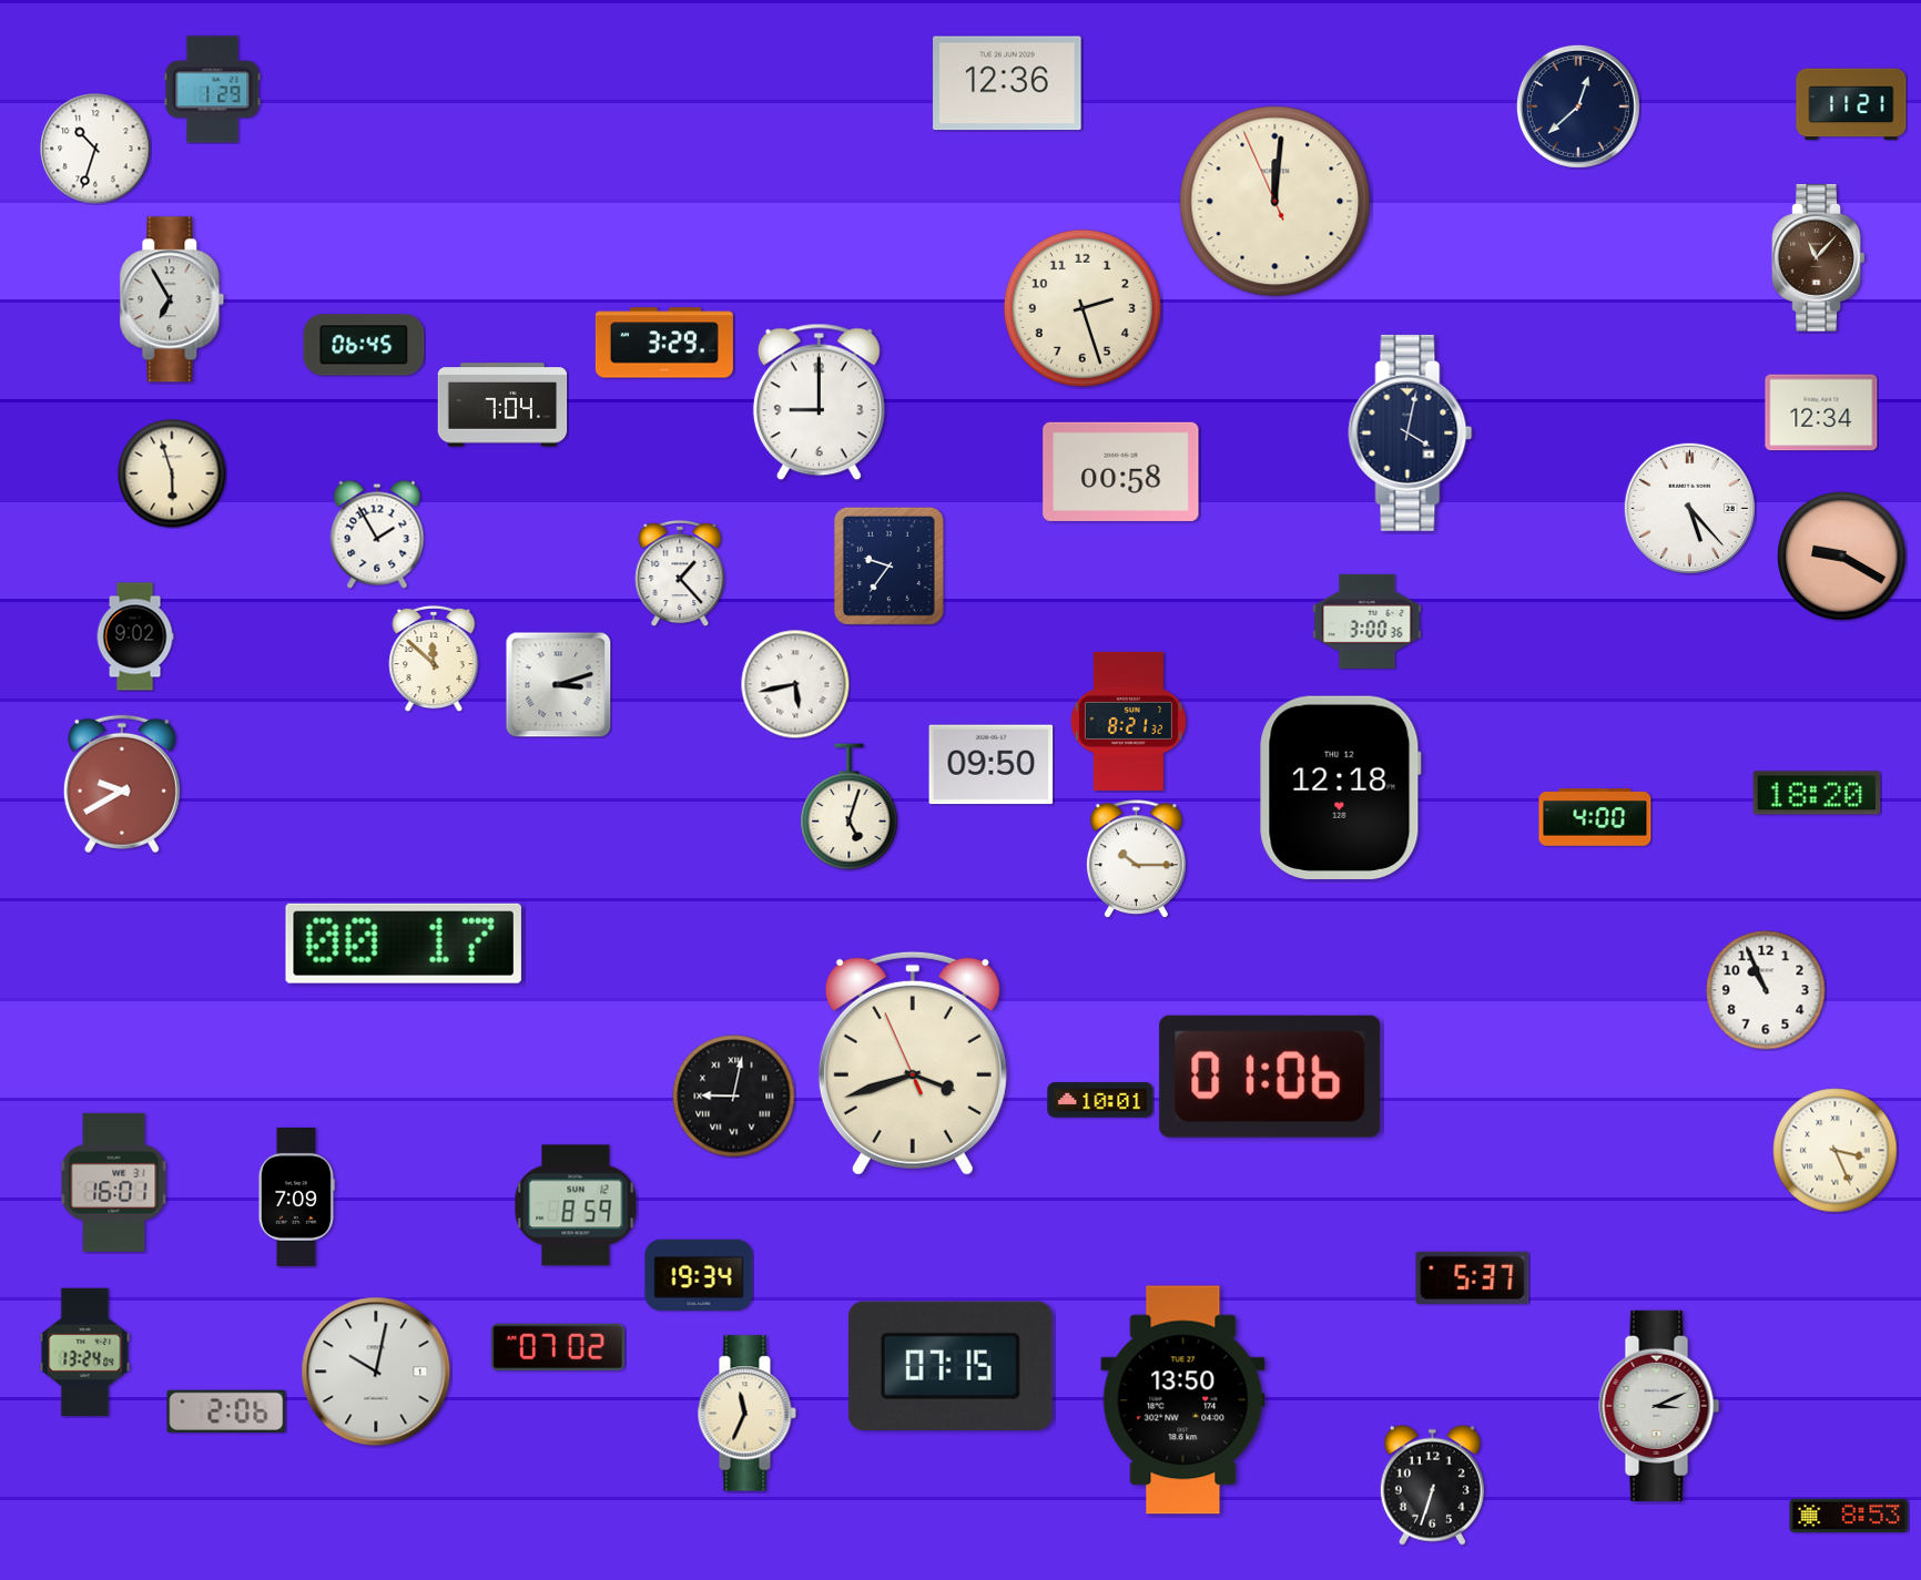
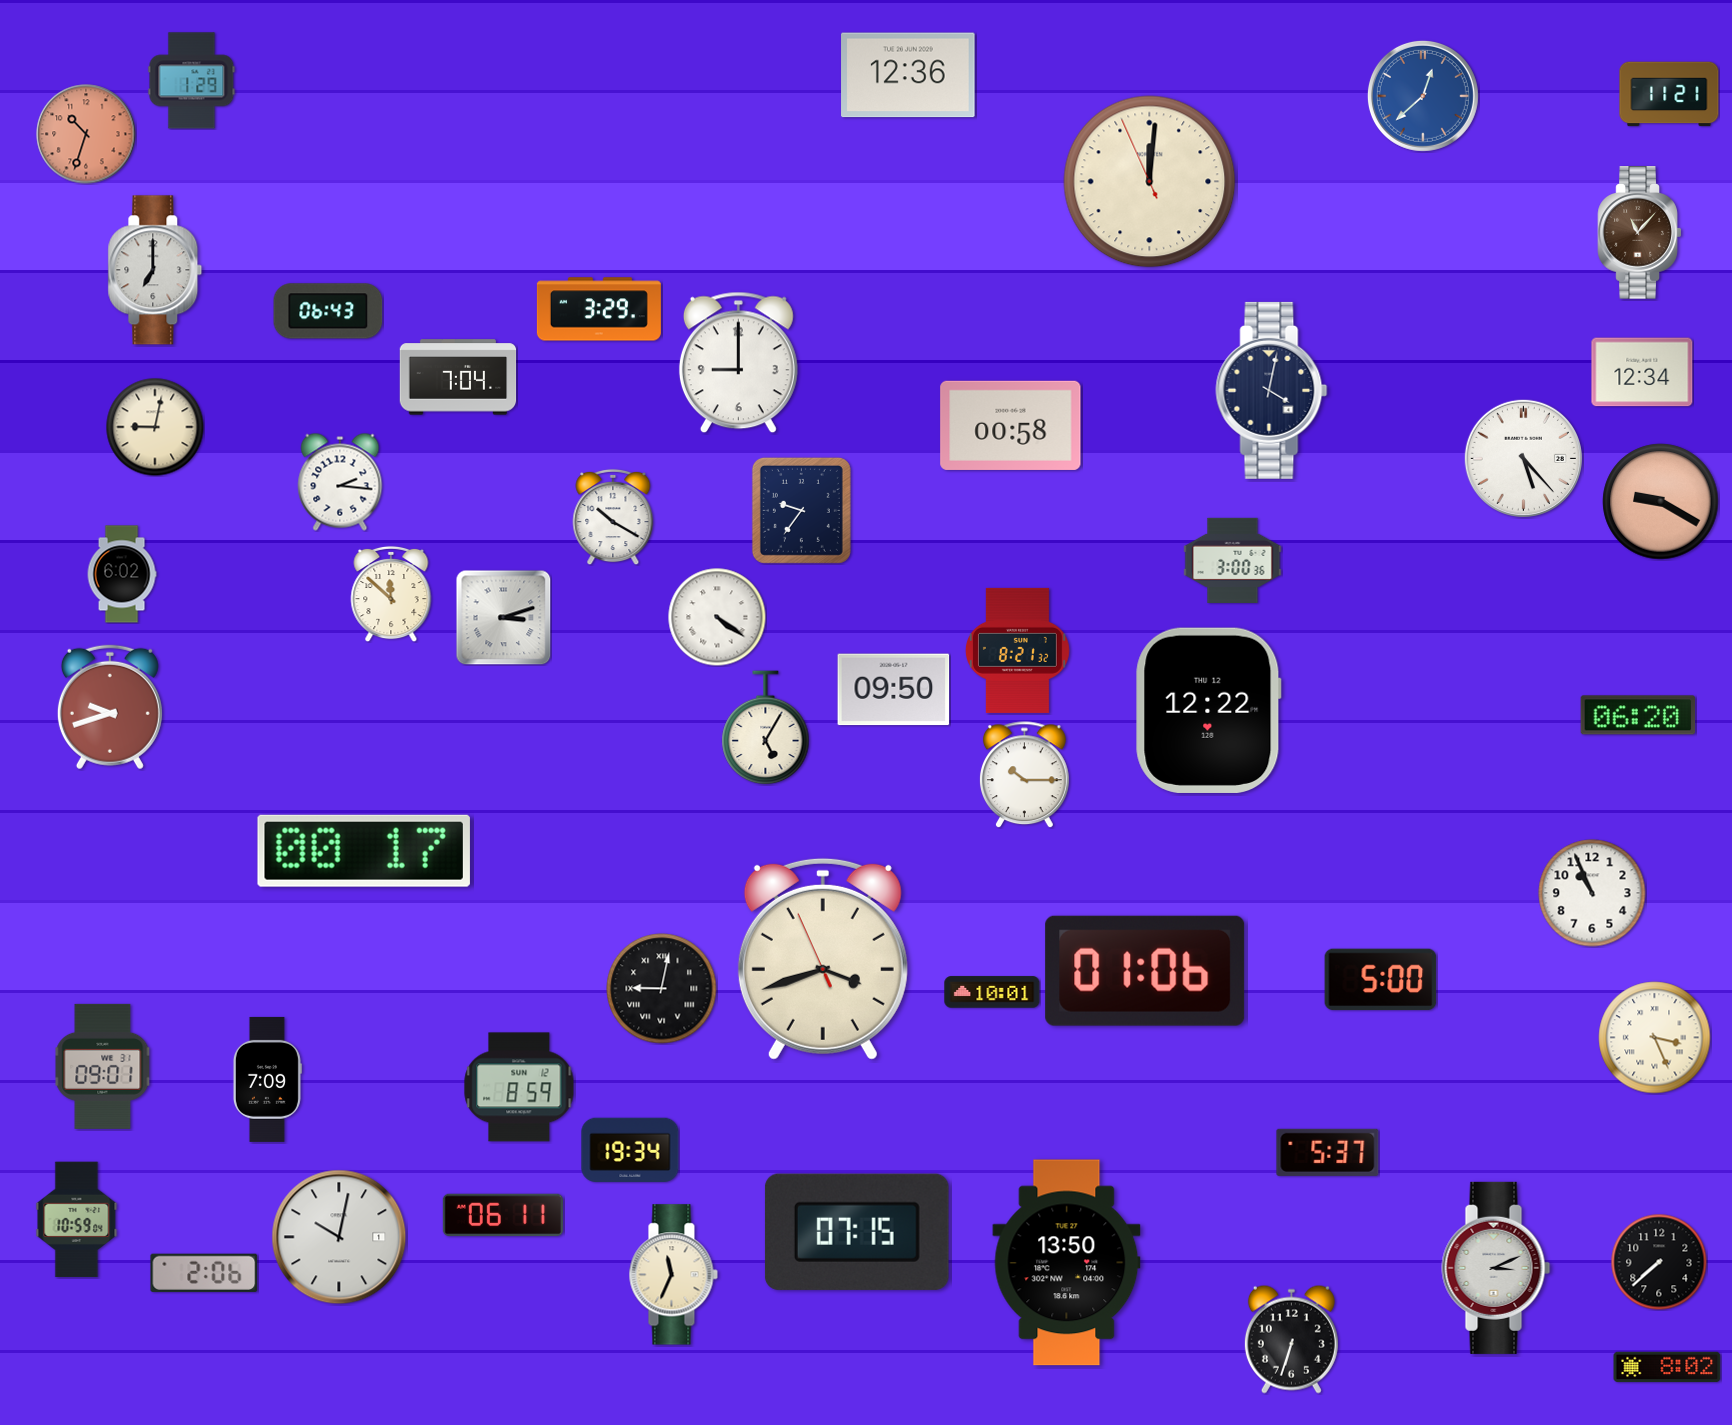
clock at (1578, 106) dial: navy -> blue
clock at (95, 149) dial: white -> salmon
clock at (172, 299): 6:55 -> 7:00
clock at (1083, 308): 2:27 -> none
clock at (364, 345): 06:45 -> 06:43
clock at (502, 405) position: (502, 405) -> (458, 377)
clock at (172, 473): 5:57 -> 9:02
clock at (377, 534): 1:55 -> 2:16
clock at (680, 573): 1:23 -> 10:20
clock at (135, 636): 9:02 -> 6:02
clock at (795, 684): 5:43 -> 4:21
clock at (122, 784): 9:40 -> 9:42
clock at (1341, 787): 12:18 -> 12:22
clock at (1817, 793): 18:20 -> 06:20
clock at (850, 807): 5:03 -> 5:05
clock at (1595, 817): 4:00 -> none
clock at (1381, 980): none -> 5:00
clock at (114, 1182): 16:01 -> 09:01
clock at (558, 1347): 07:02 -> 06:11
clock at (85, 1353): 13:24 -> 10:59
clock at (1659, 1262): none -> 7:38
clock at (1849, 1516): 8:53 -> 8:02
